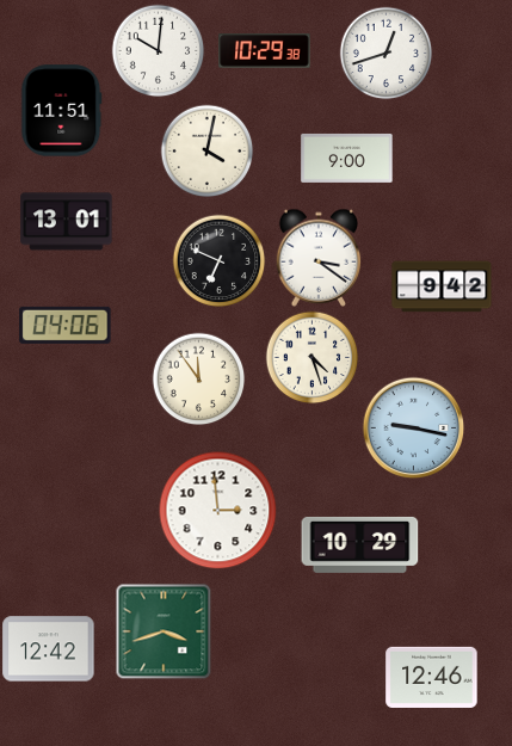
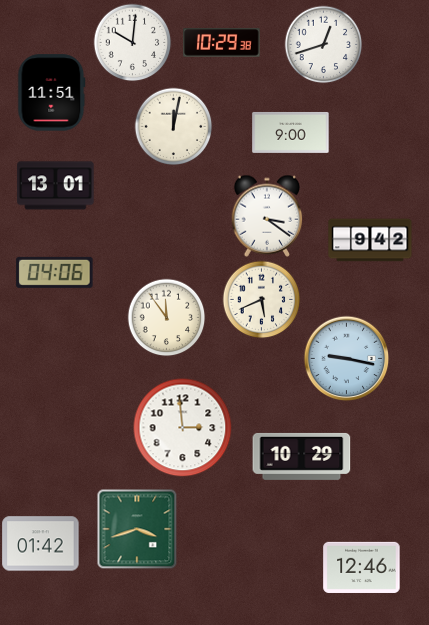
clock at (206, 150): 4:02 -> 12:02
clock at (218, 260): 6:49 -> none
clock at (311, 357): 4:27 -> 5:41
clock at (49, 649): 12:42 -> 01:42
